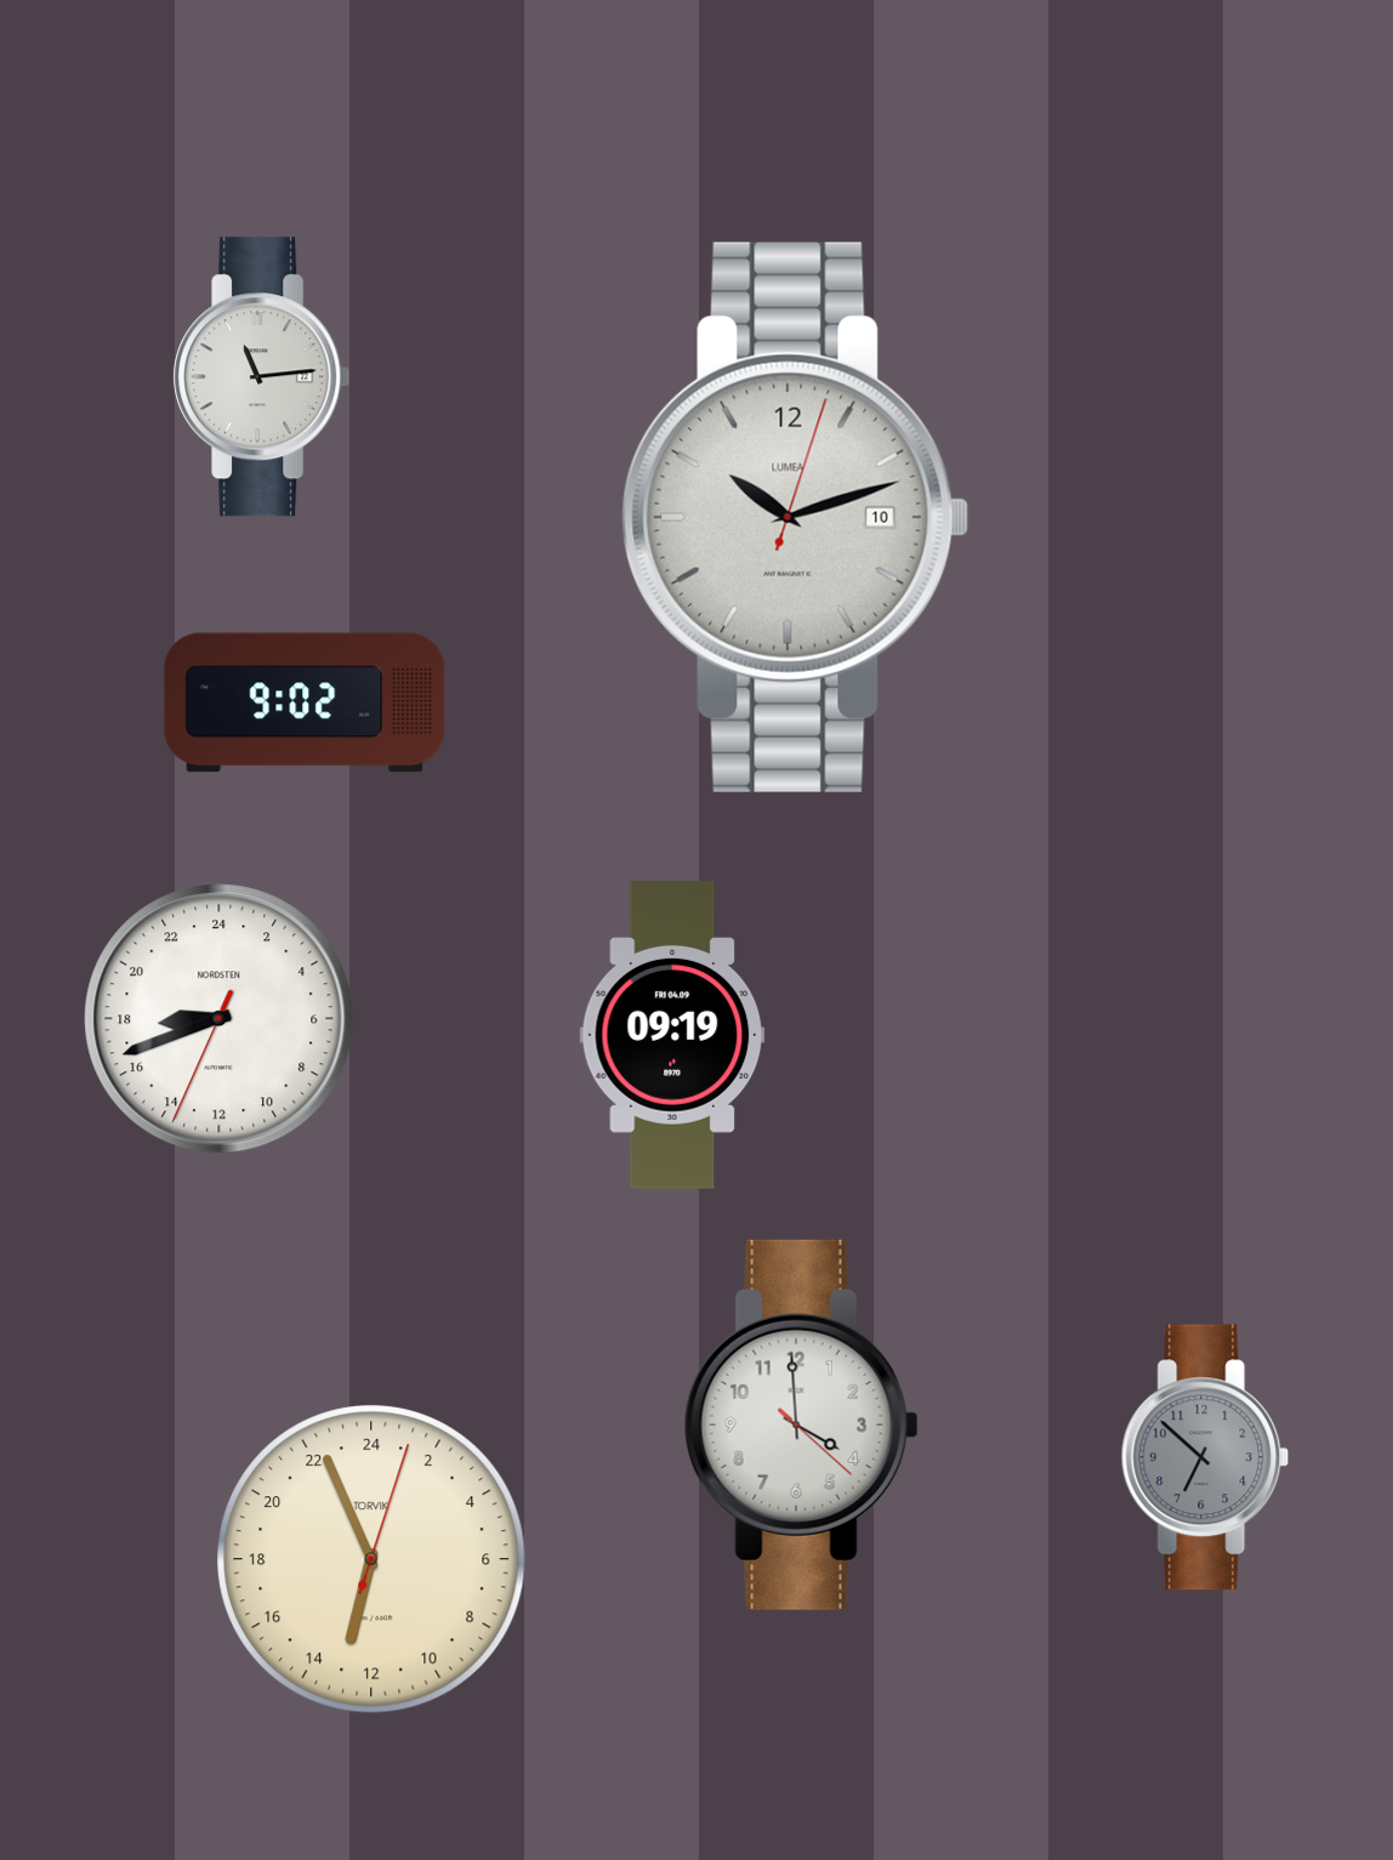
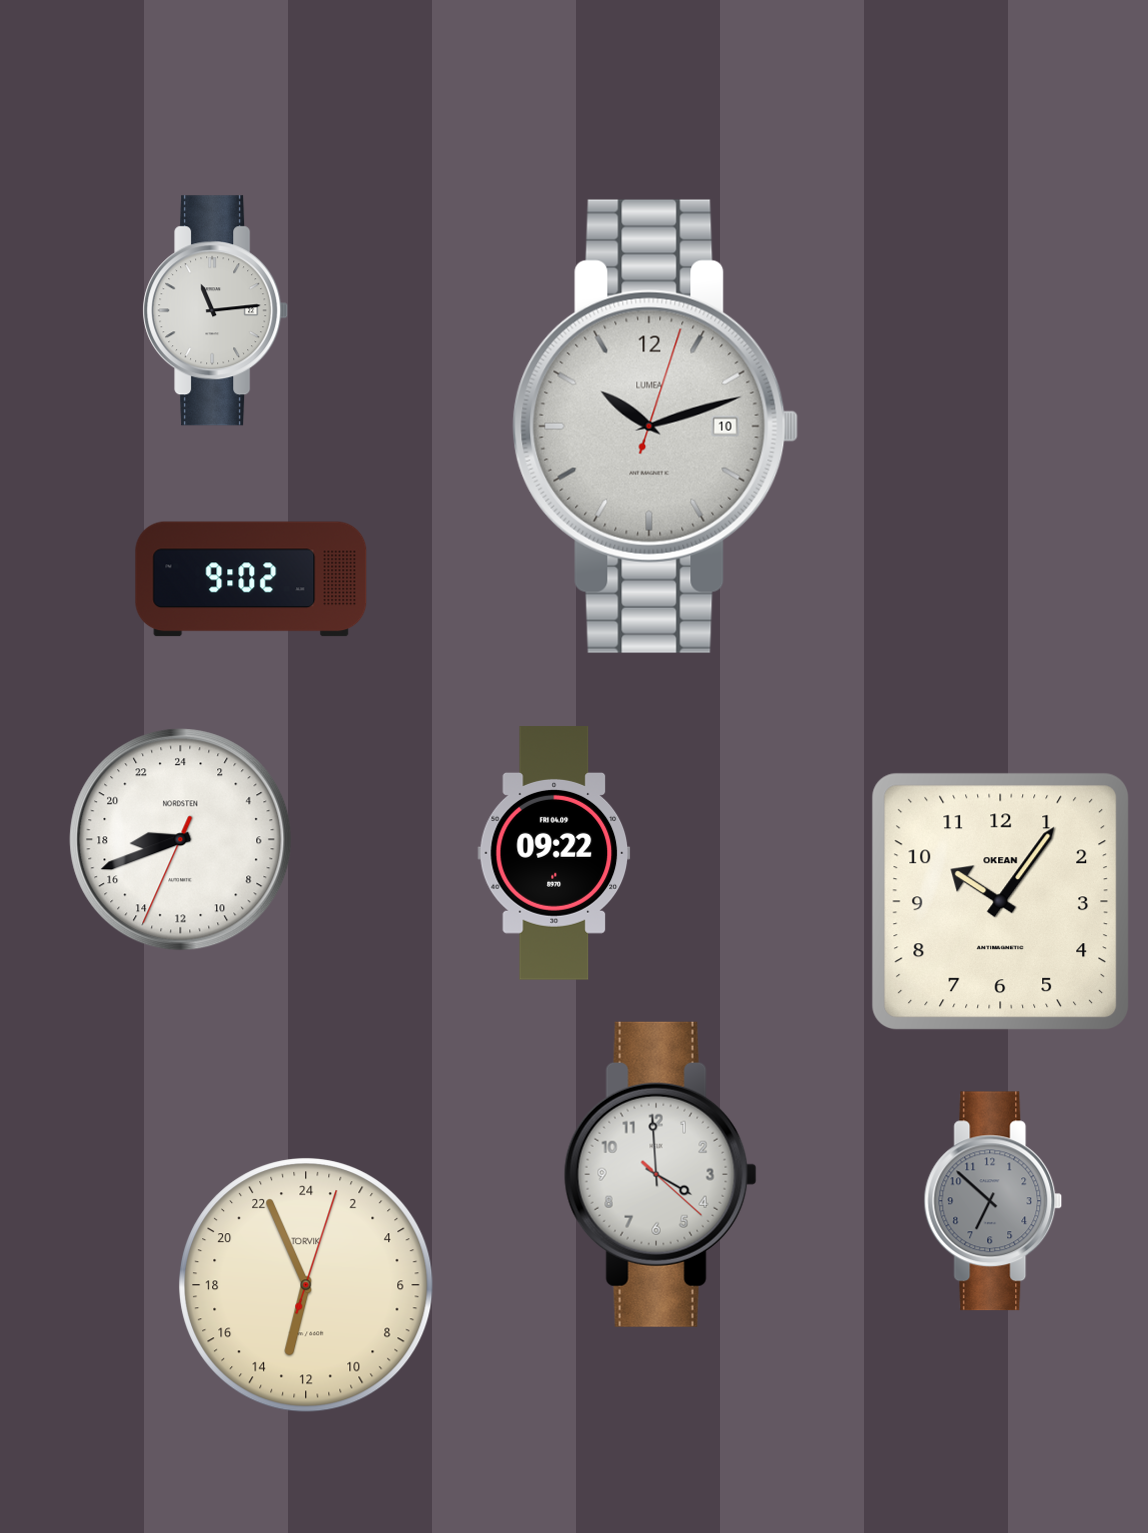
clock at (672, 1035): 09:19 -> 09:22
clock at (1001, 902): none -> 10:06
